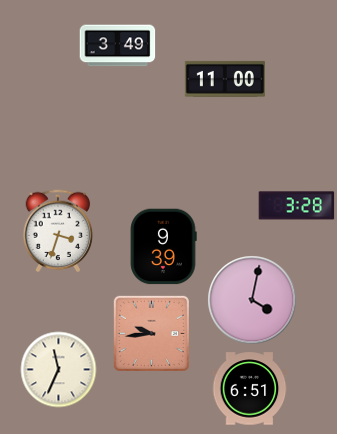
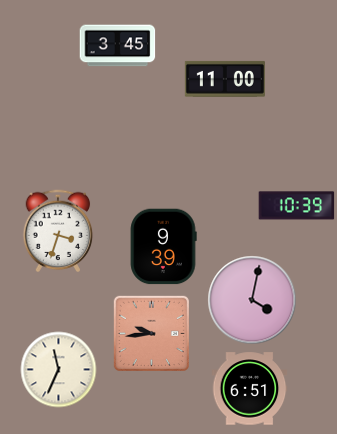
clock at (118, 46): 3:49 -> 3:45
clock at (297, 206): 3:28 -> 10:39
